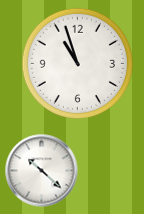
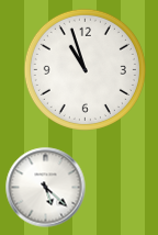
clock at (42, 171): 10:22 -> 5:22
